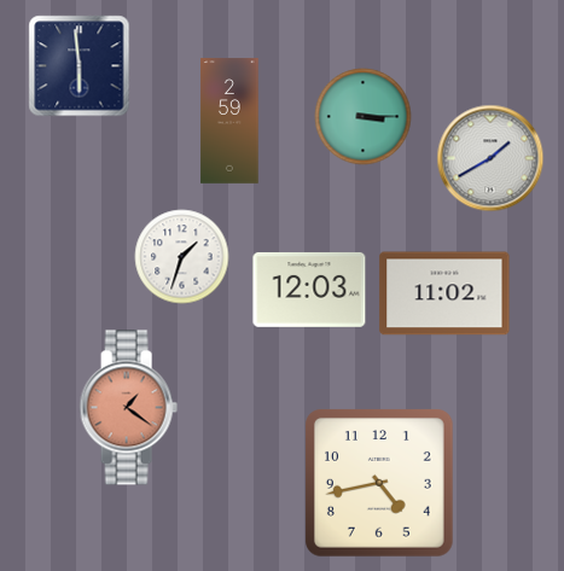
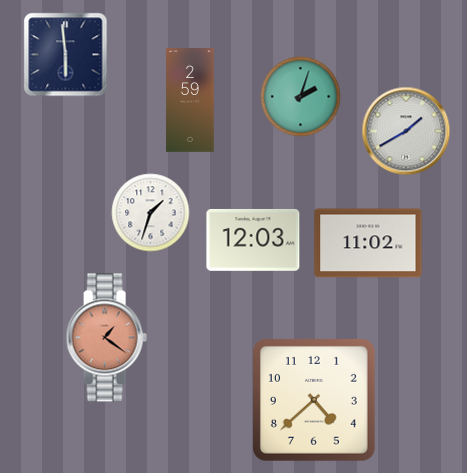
clock at (364, 117): 3:15 -> 2:03
clock at (309, 290) position: (309, 290) -> (253, 240)
clock at (380, 484): 4:43 -> 4:38
